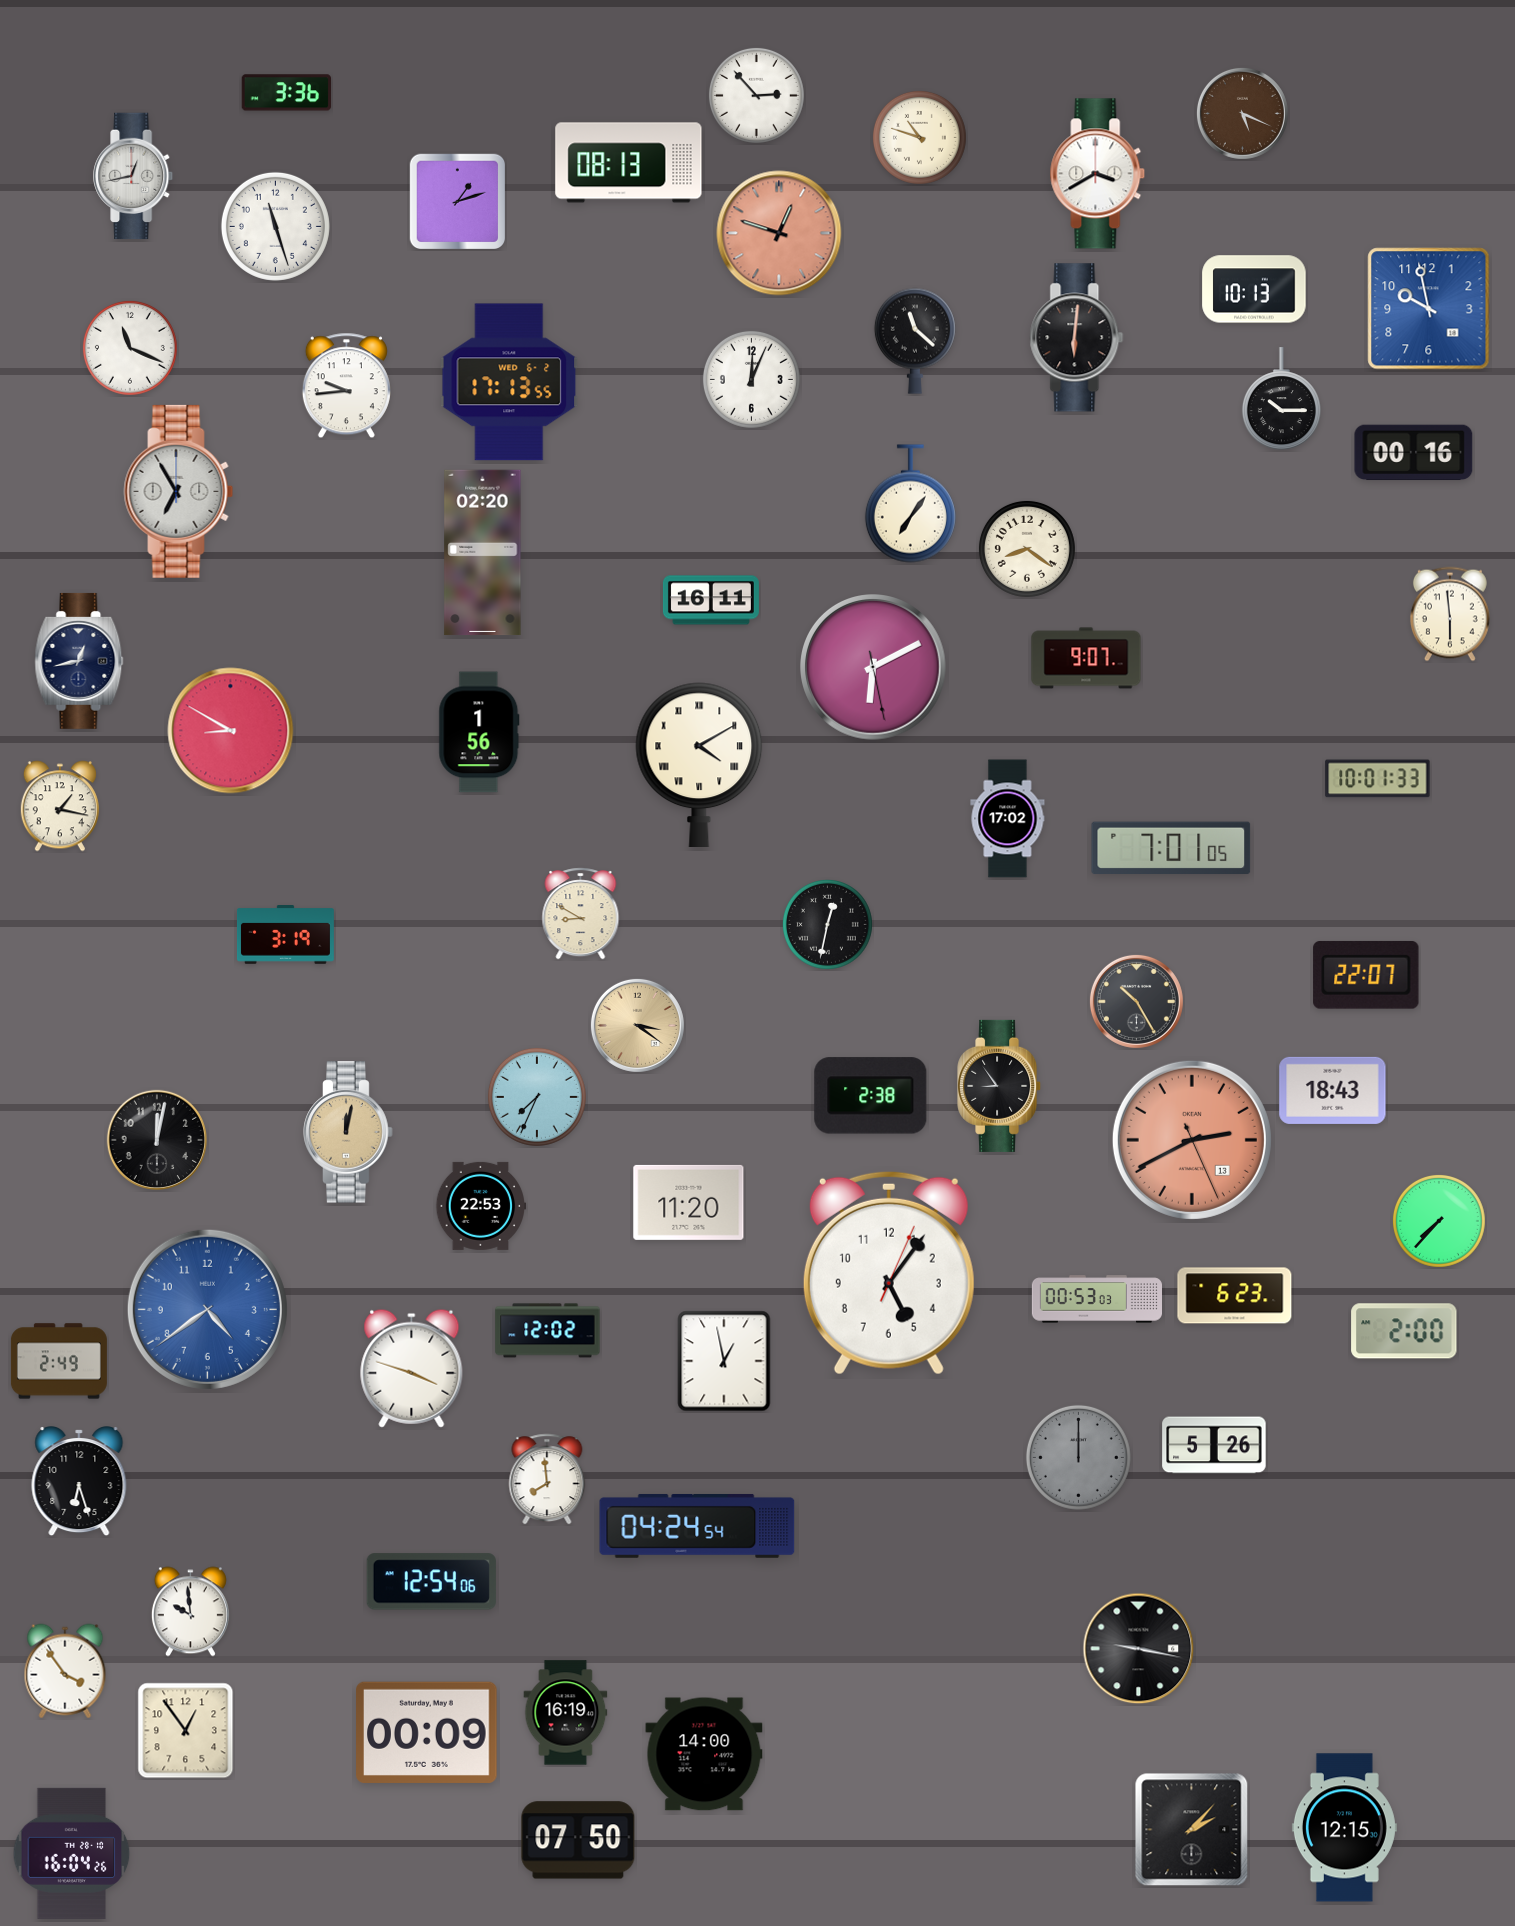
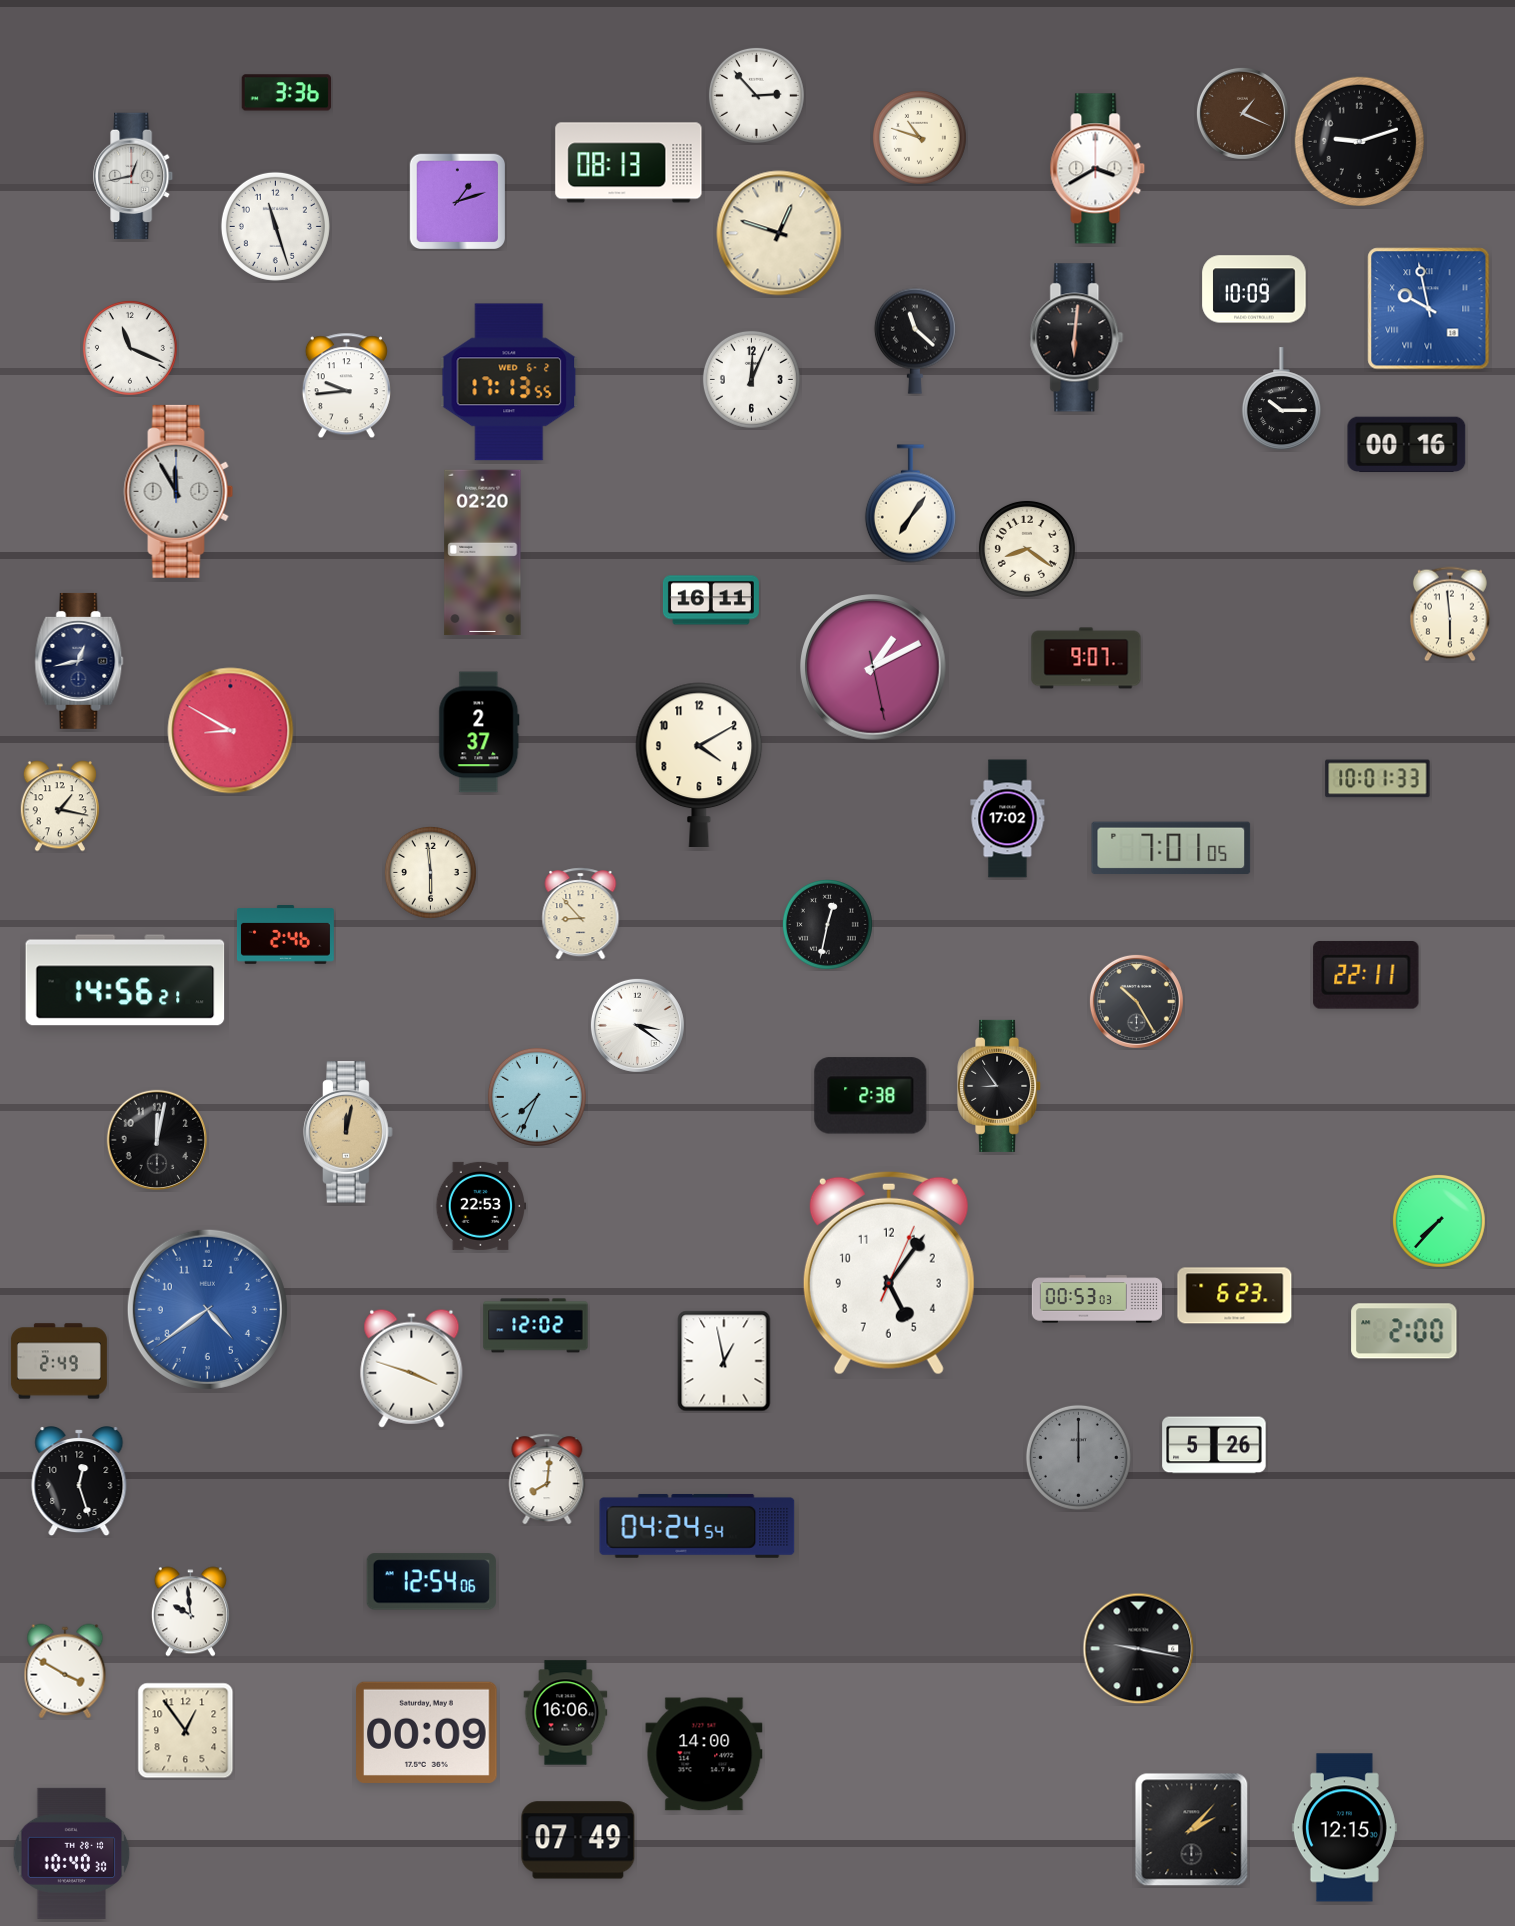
clock at (1242, 113): 5:19 -> 1:19
clock at (1359, 141): none -> 9:12
clock at (1098, 174) position: (1098, 174) -> (1098, 169)
clock at (779, 233) dial: salmon -> cream
clock at (1254, 289): 10:13 -> 10:09
clock at (1429, 309) numerals: Arabic -> Roman
clock at (1414, 453) position: (1414, 453) -> (1407, 445)
clock at (179, 491): 6:55 -> 11:55
clock at (874, 668): 6:10 -> 1:10
clock at (479, 732): 1:56 -> 2:37
clock at (699, 764) numerals: Roman -> Arabic
clock at (430, 872): none -> 5:59
clock at (581, 914): 8:50 -> 8:53
clock at (285, 935): 3:19 -> 2:46
clock at (1366, 975): 22:07 -> 22:11
clock at (125, 980): none -> 14:56
clock at (637, 1025) dial: champagne -> white
clock at (1333, 1090): 18:43 -> none
clock at (1192, 1140): 2:40 -> none
clock at (689, 1202): 11:20 -> none
clock at (548, 1331) position: (548, 1331) -> (536, 1326)
clock at (547, 1479): 7:59 -> 8:01
clock at (79, 1482): 6:27 -> 12:27
clock at (65, 1671): 3:54 -> 3:50
clock at (566, 1713): 16:19 -> 16:06
clock at (578, 1840): 07:50 -> 07:49
clock at (72, 1853): 16:04 -> 10:40
